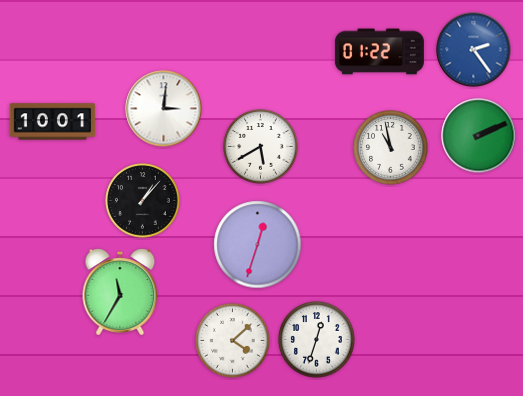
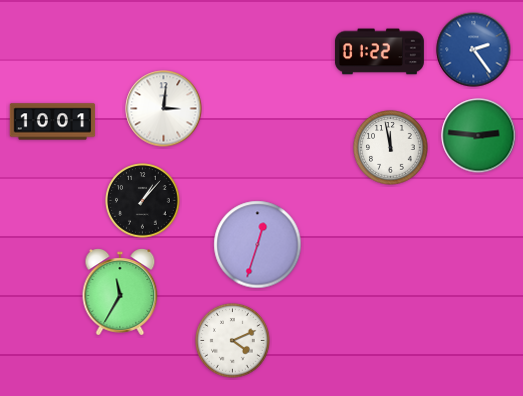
clock at (479, 136): 2:11 -> 2:46
clock at (261, 147): 5:40 -> none
clock at (391, 148): 10:58 -> 11:58
clock at (317, 340): 12:33 -> none
clock at (233, 341): 4:08 -> 4:11
